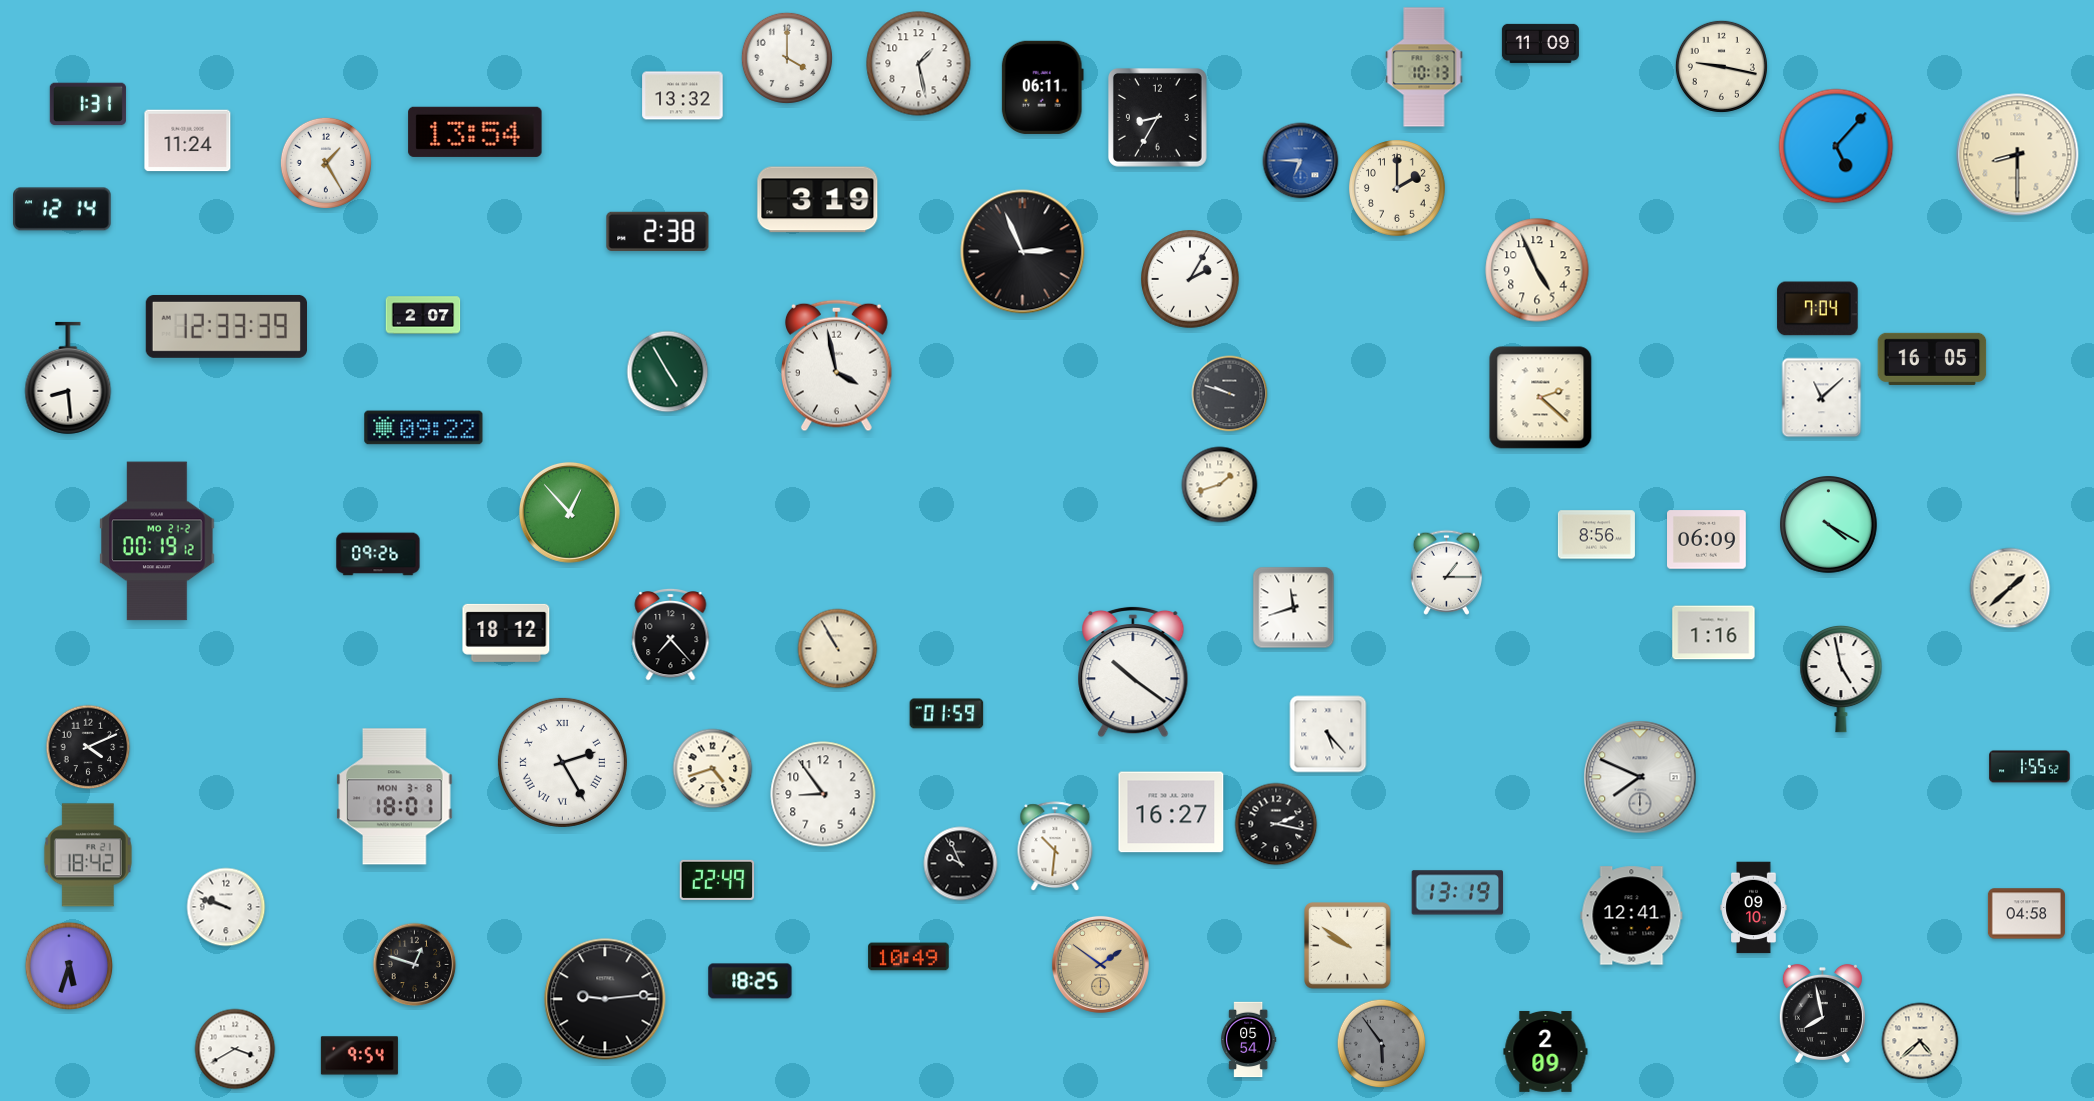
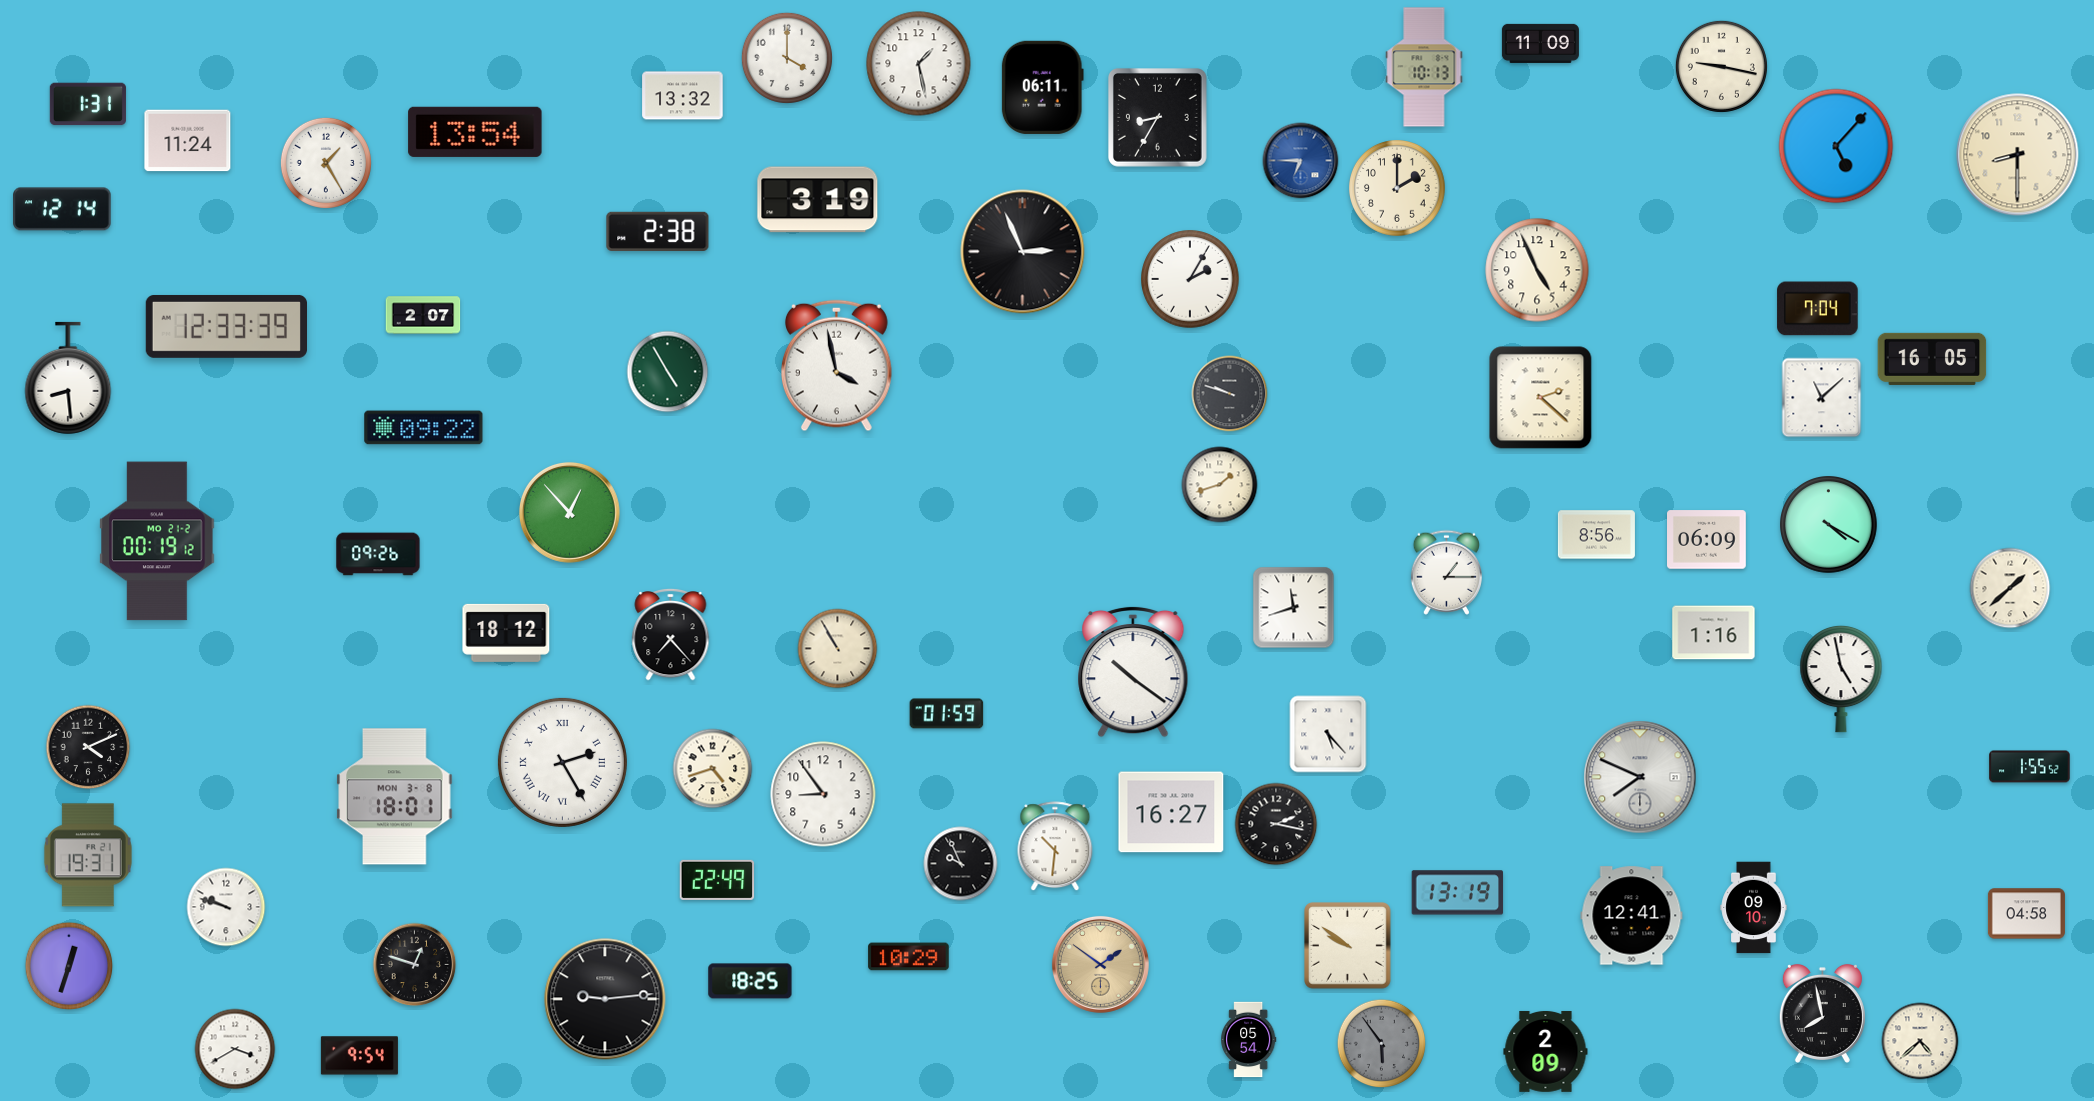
clock at (88, 855): 18:42 -> 19:31
clock at (909, 957): 10:49 -> 10:29
clock at (69, 966): 5:33 -> 12:33
